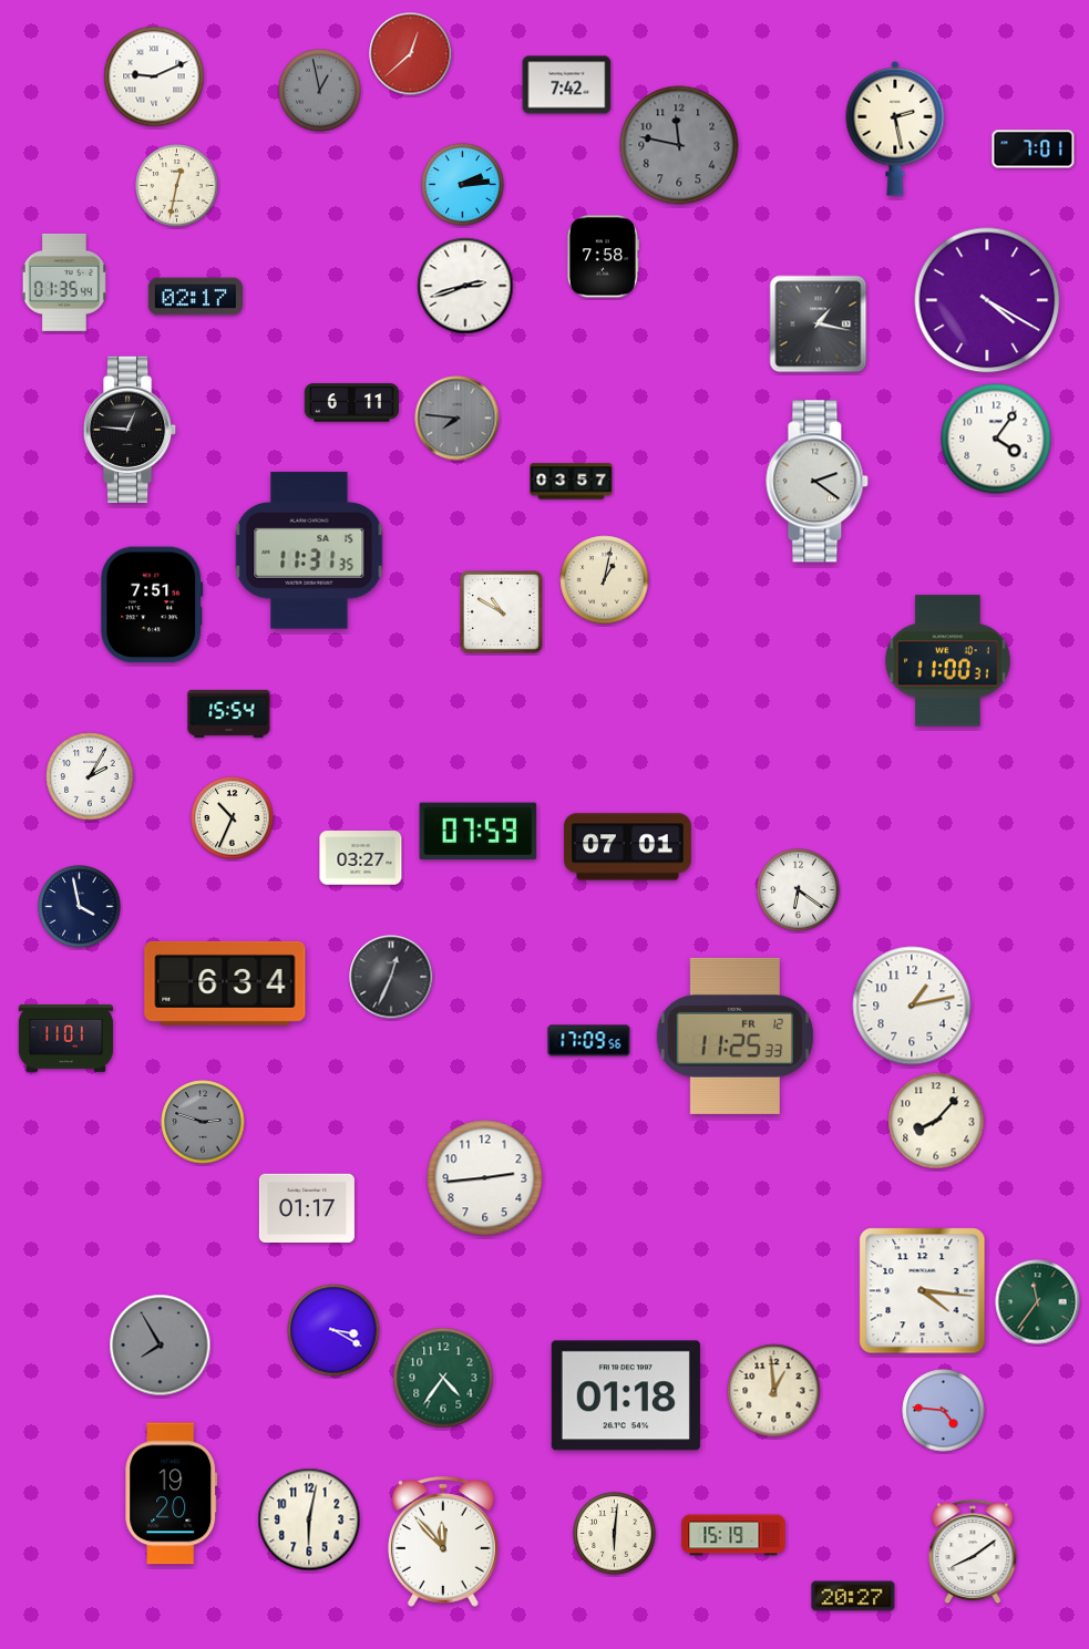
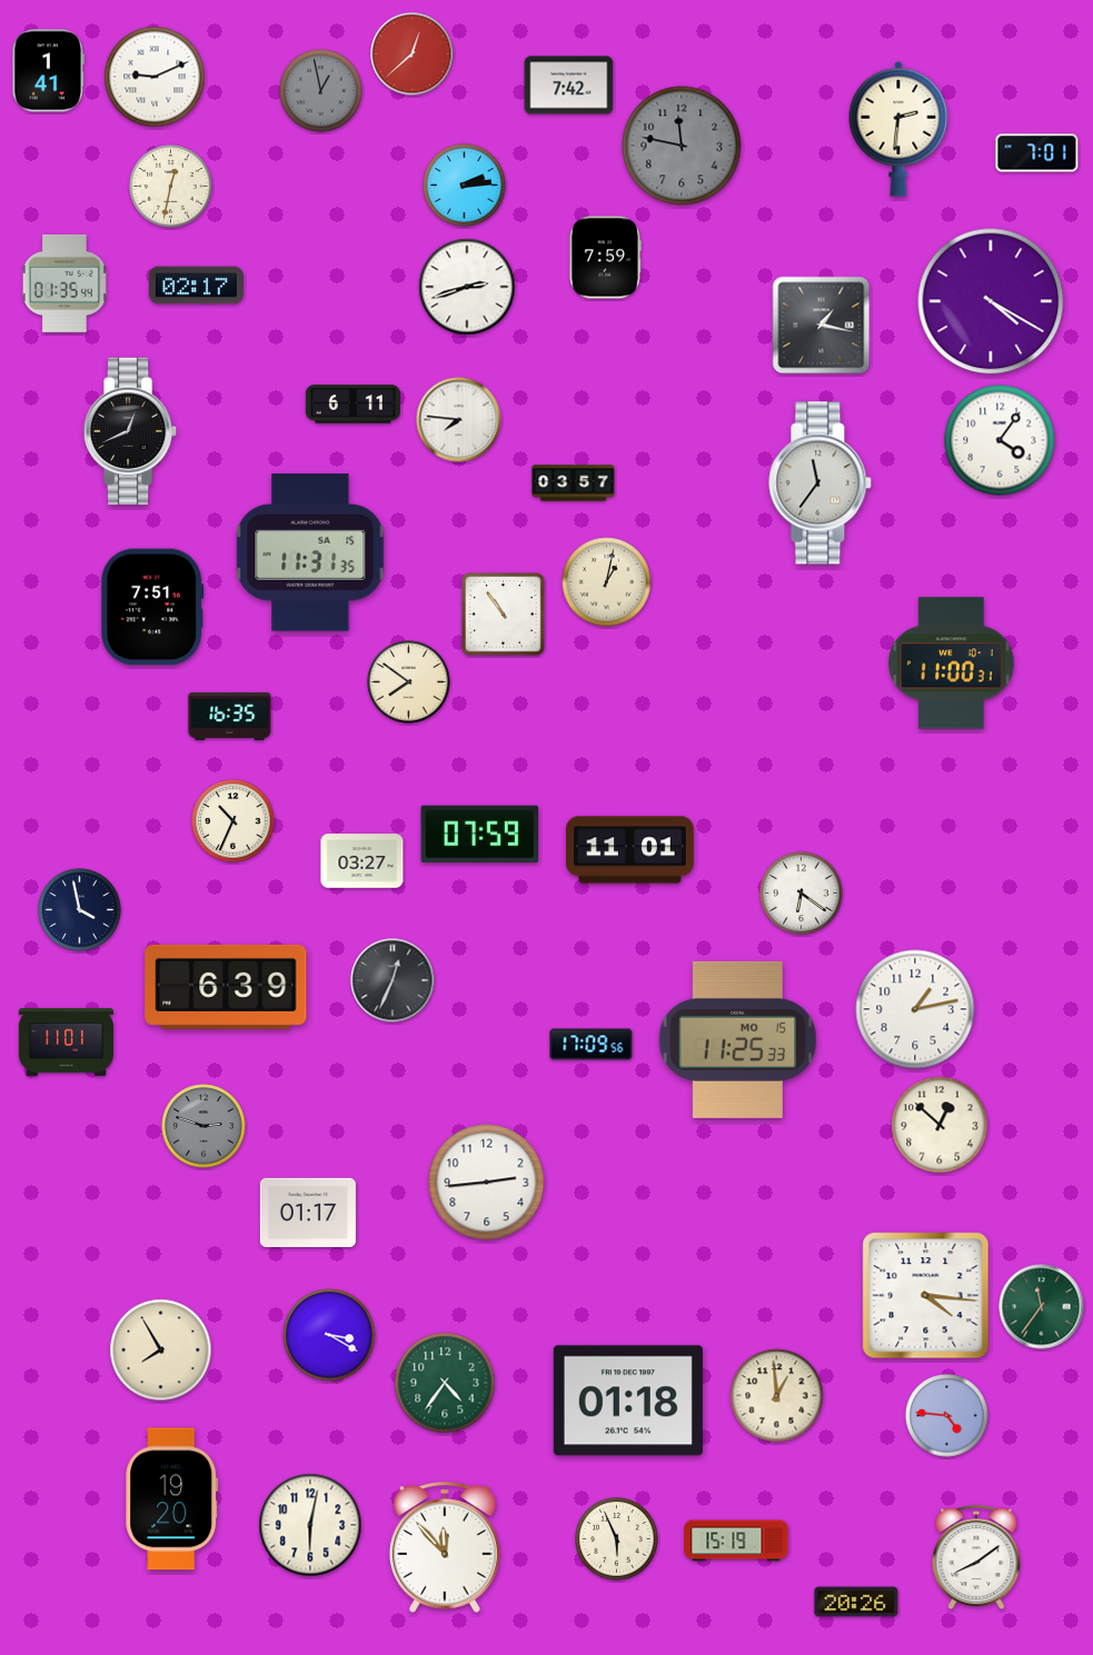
clock at (49, 71): none -> 1:41
clock at (895, 128): 2:28 -> 2:31
clock at (1034, 150) position: (1034, 150) -> (1037, 153)
clock at (177, 186) position: (177, 186) -> (171, 187)
clock at (603, 257): 7:58 -> 7:59
clock at (195, 297) position: (195, 297) -> (196, 286)
clock at (458, 419) dial: grey -> white
clock at (130, 430): 12:46 -> 12:41
clock at (818, 482): 2:21 -> 11:36
clock at (502, 612): 10:50 -> 10:54
clock at (409, 682): none -> 7:51
clock at (229, 713): 15:54 -> 16:35
clock at (90, 776): 2:05 -> none
clock at (628, 847): 07:01 -> 11:01
clock at (225, 983): 6:34 -> 6:39
clock at (736, 1035) date: FR 12 -> MO 15
clock at (936, 1121): 8:07 -> 12:52
clock at (333, 1330) position: (333, 1330) -> (329, 1335)
clock at (161, 1346) dial: grey -> cream
clock at (615, 1534): 6:01 -> 5:56
clock at (853, 1596): 20:27 -> 20:26
